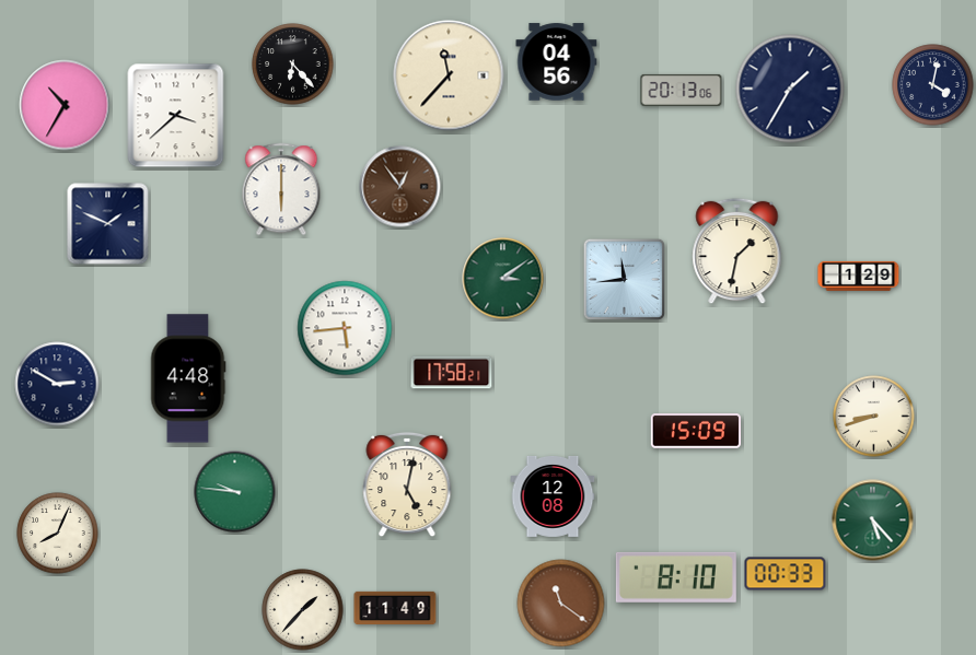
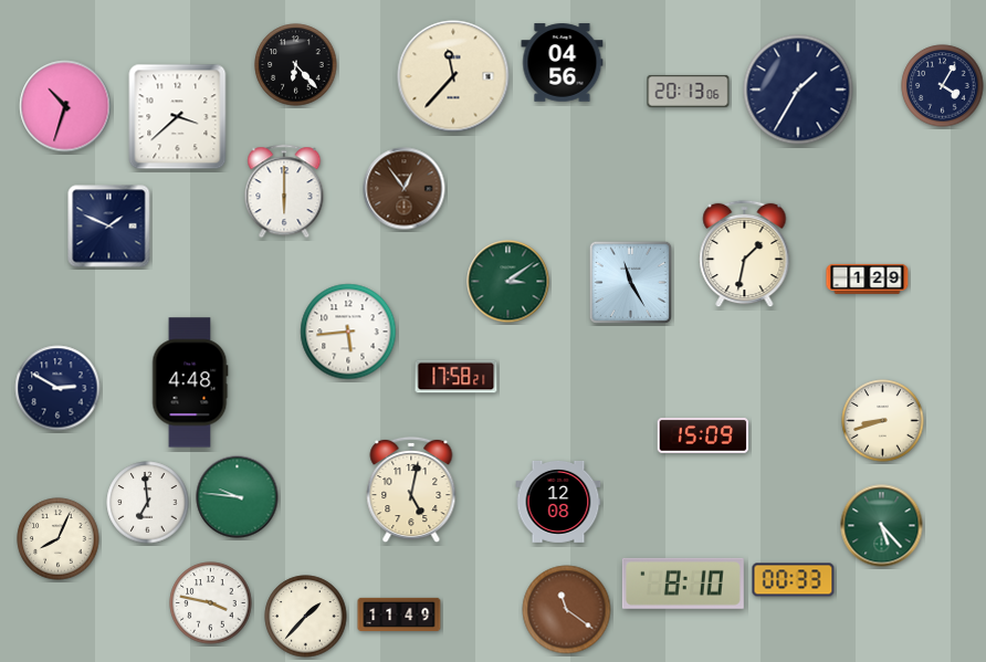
clock at (933, 85): 4:02 -> 4:05
clock at (65, 105): 10:35 -> 10:33
clock at (624, 279): 11:44 -> 11:25
clock at (148, 503): none -> 6:59
clock at (211, 603): none -> 3:47
